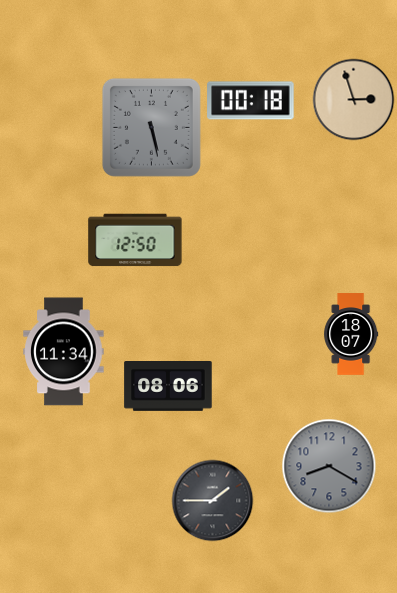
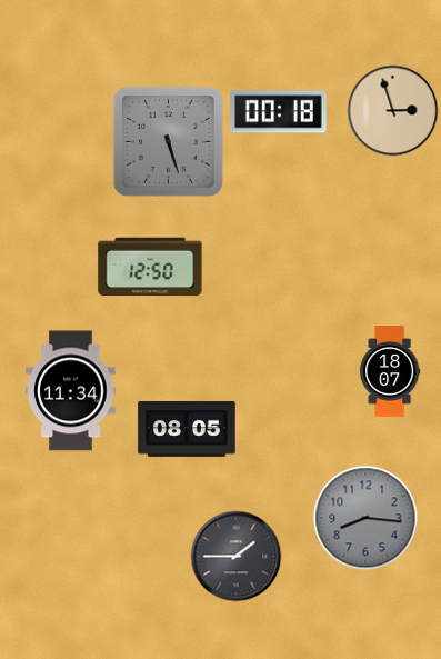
clock at (151, 127): 5:28 -> 5:27
clock at (168, 387): 08:06 -> 08:05
clock at (329, 466): 8:20 -> 8:16
